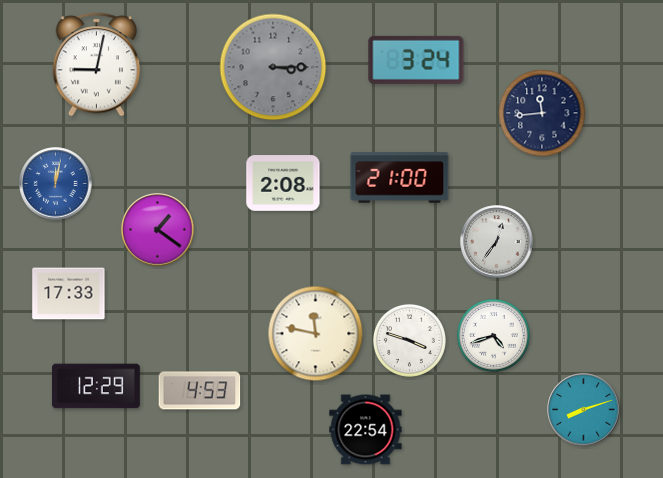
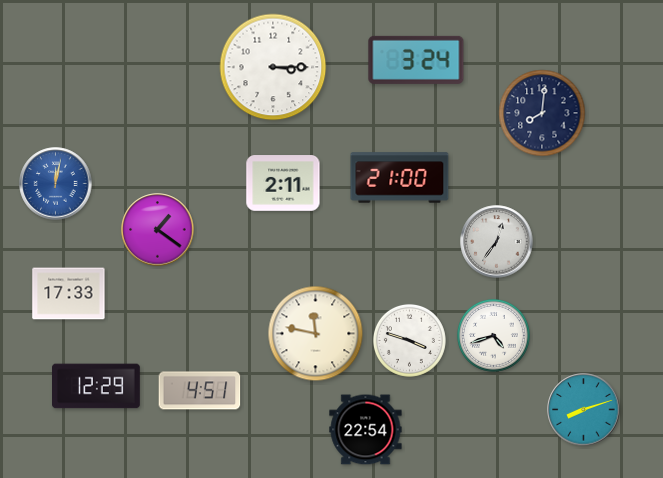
clock at (97, 65): 9:02 -> none
clock at (273, 67) dial: grey -> white
clock at (542, 113): 11:44 -> 8:01
clock at (283, 183): 2:08 -> 2:11
clock at (200, 391): 4:53 -> 4:51
